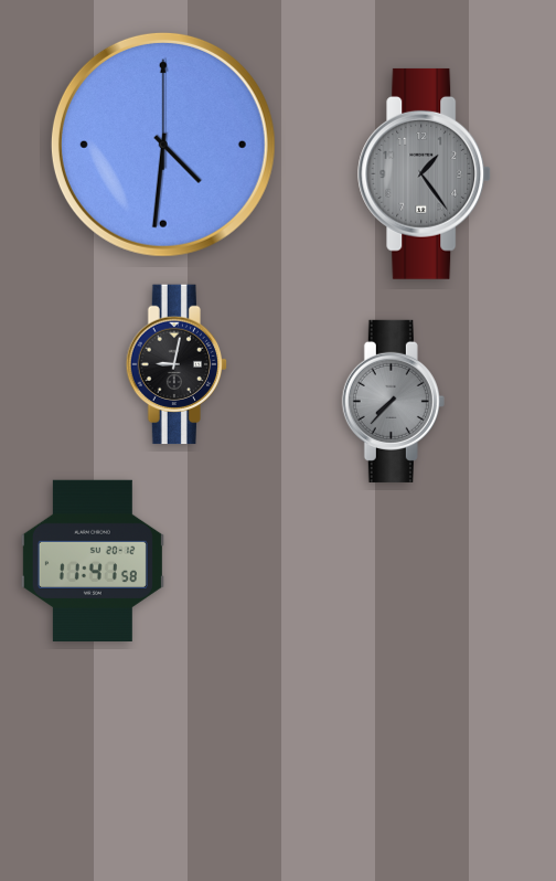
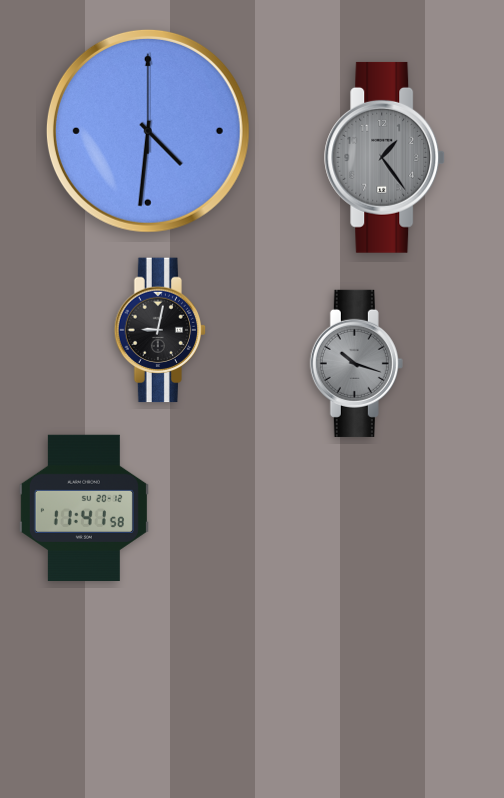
clock at (393, 401): 7:37 -> 10:18
